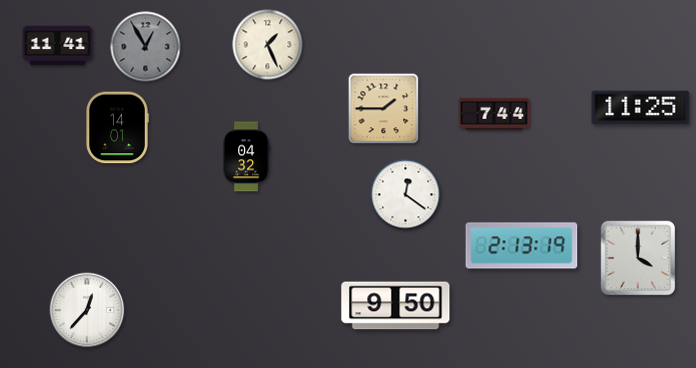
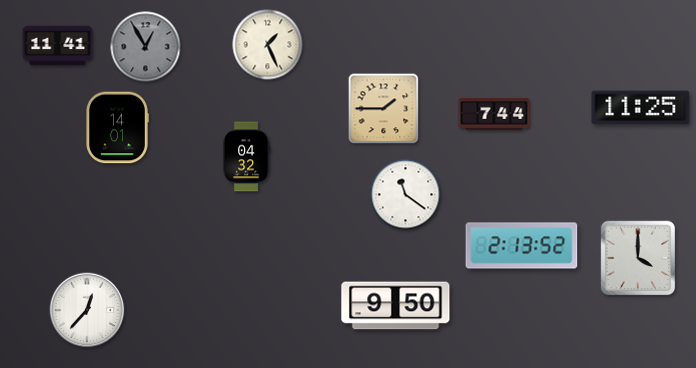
clock at (406, 195): 12:21 -> 11:21
clock at (522, 246): 2:13:19 -> 2:13:52
